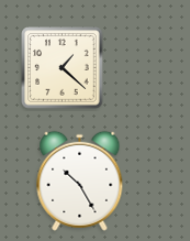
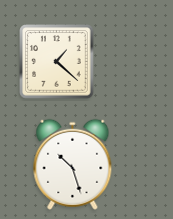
clock at (80, 180): 10:25 -> 10:27
